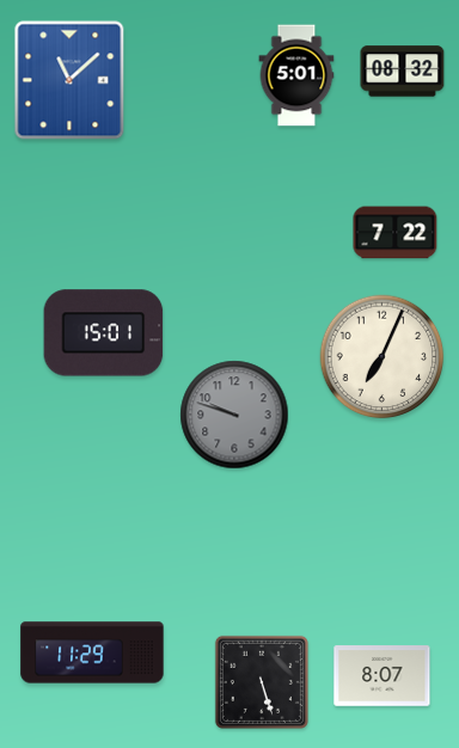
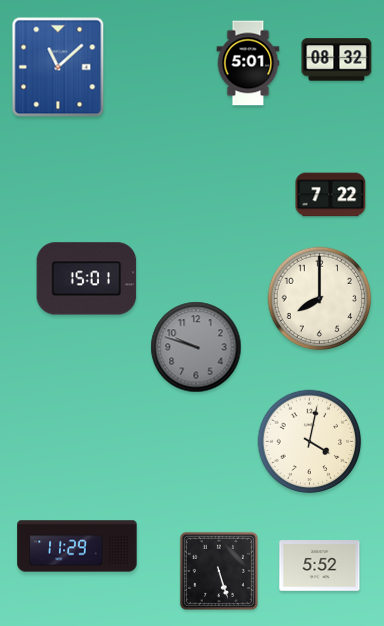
clock at (382, 357): 7:04 -> 8:00
clock at (310, 442): none -> 4:02
clock at (382, 676): 8:07 -> 5:52
